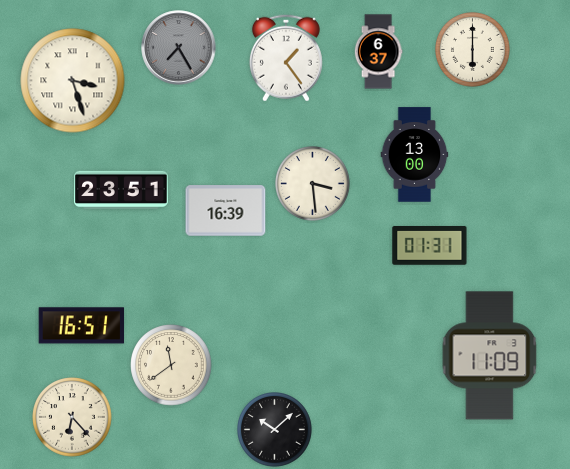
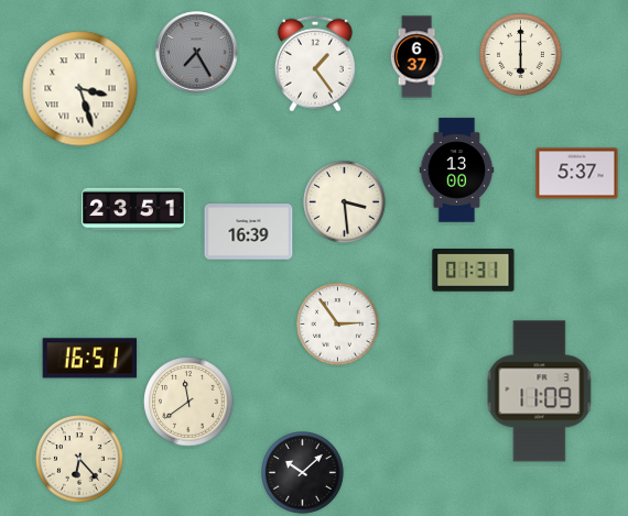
clock at (577, 174): none -> 5:37
clock at (338, 325): none -> 2:54
